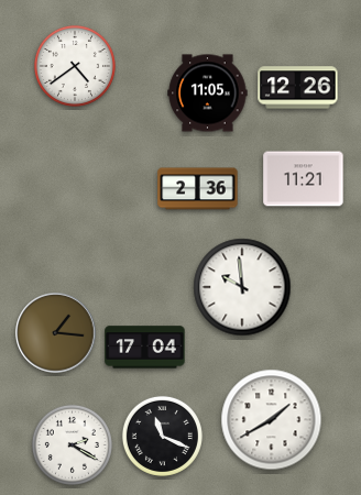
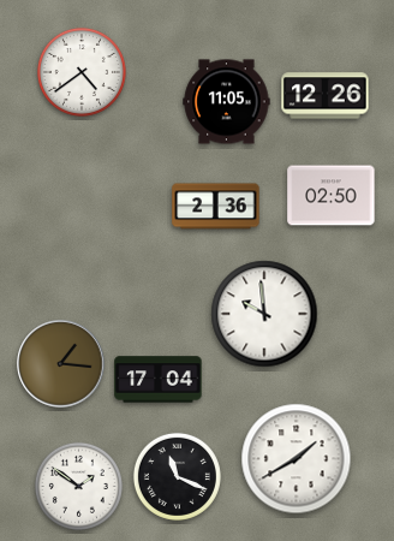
clock at (304, 179): 11:21 -> 02:50
clock at (72, 444): 2:20 -> 1:51
